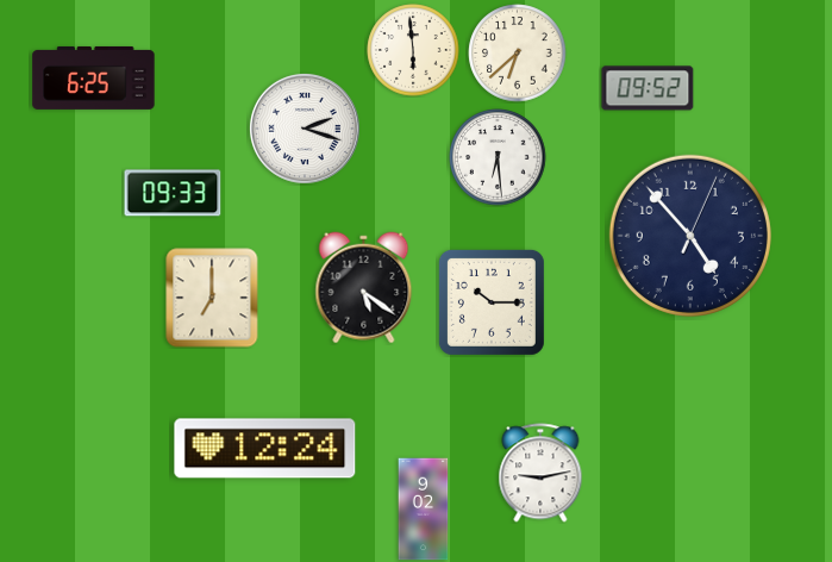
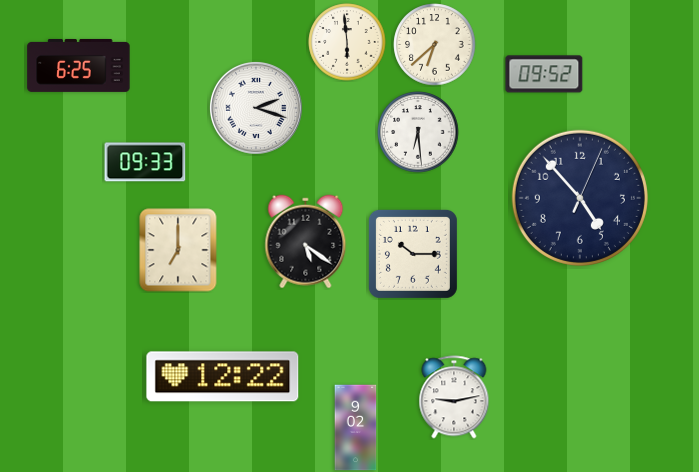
clock at (265, 449): 12:24 -> 12:22
